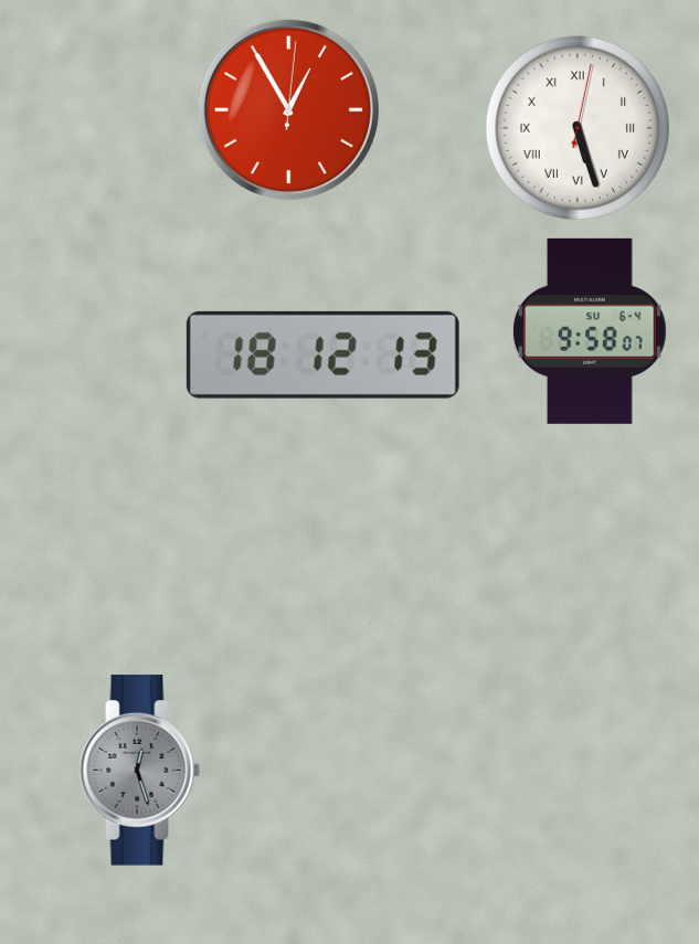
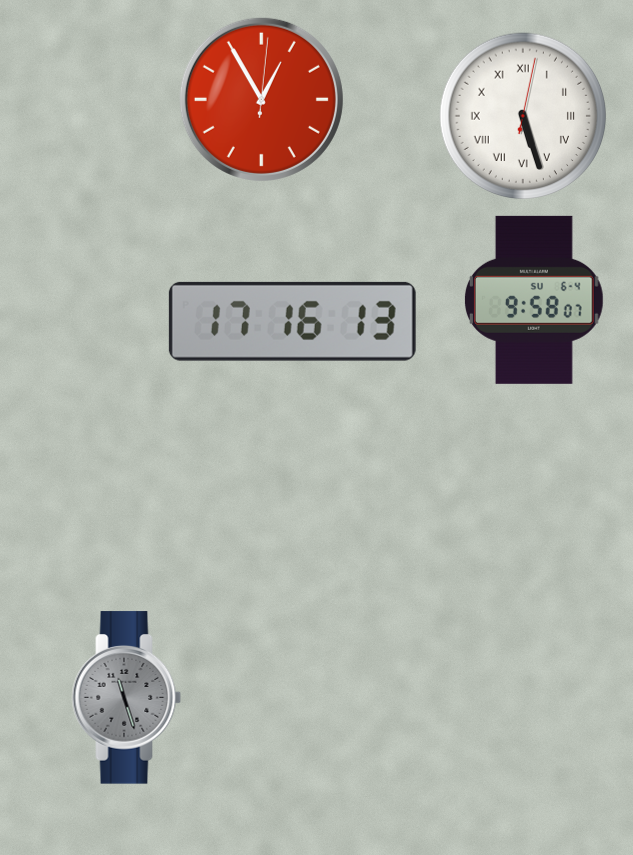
clock at (322, 354): 18:12 -> 17:16
clock at (140, 771): 12:27 -> 11:27
